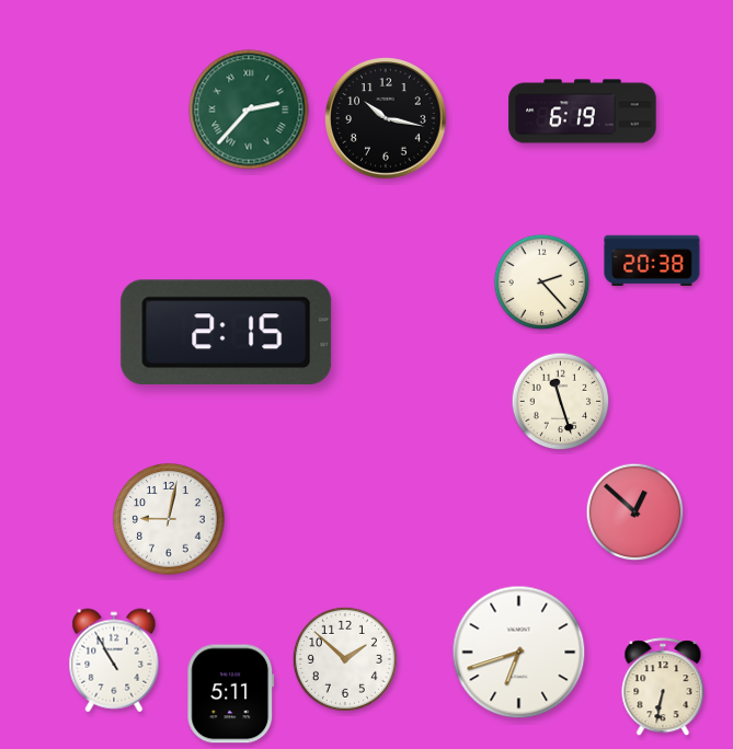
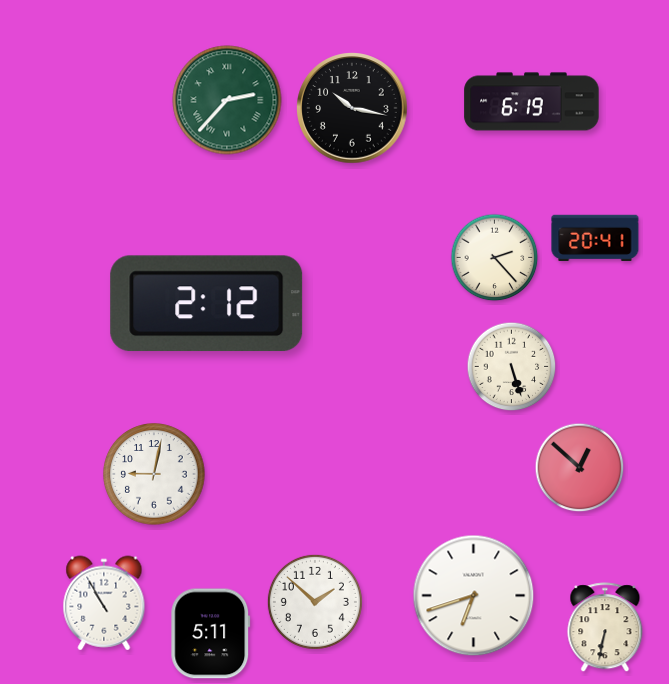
clock at (652, 261): 20:38 -> 20:41
clock at (227, 332): 2:15 -> 2:12
clock at (561, 402): 11:27 -> 5:27
